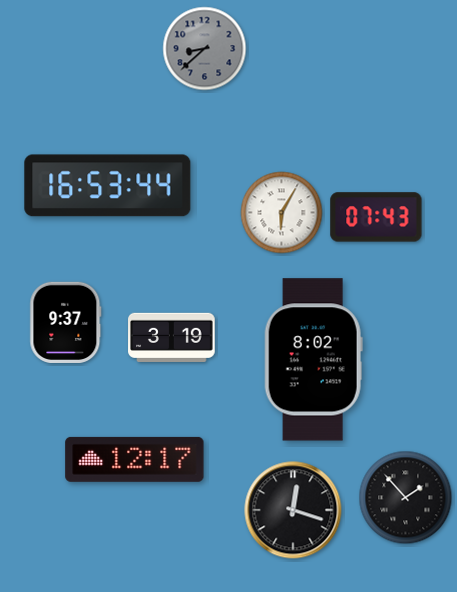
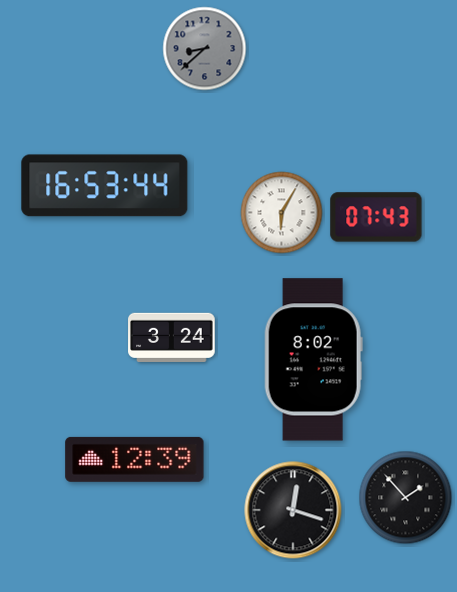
clock at (108, 186) position: (108, 186) -> (105, 186)
clock at (66, 322): 9:37 -> none
clock at (172, 337): 3:19 -> 3:24
clock at (135, 459): 12:17 -> 12:39
